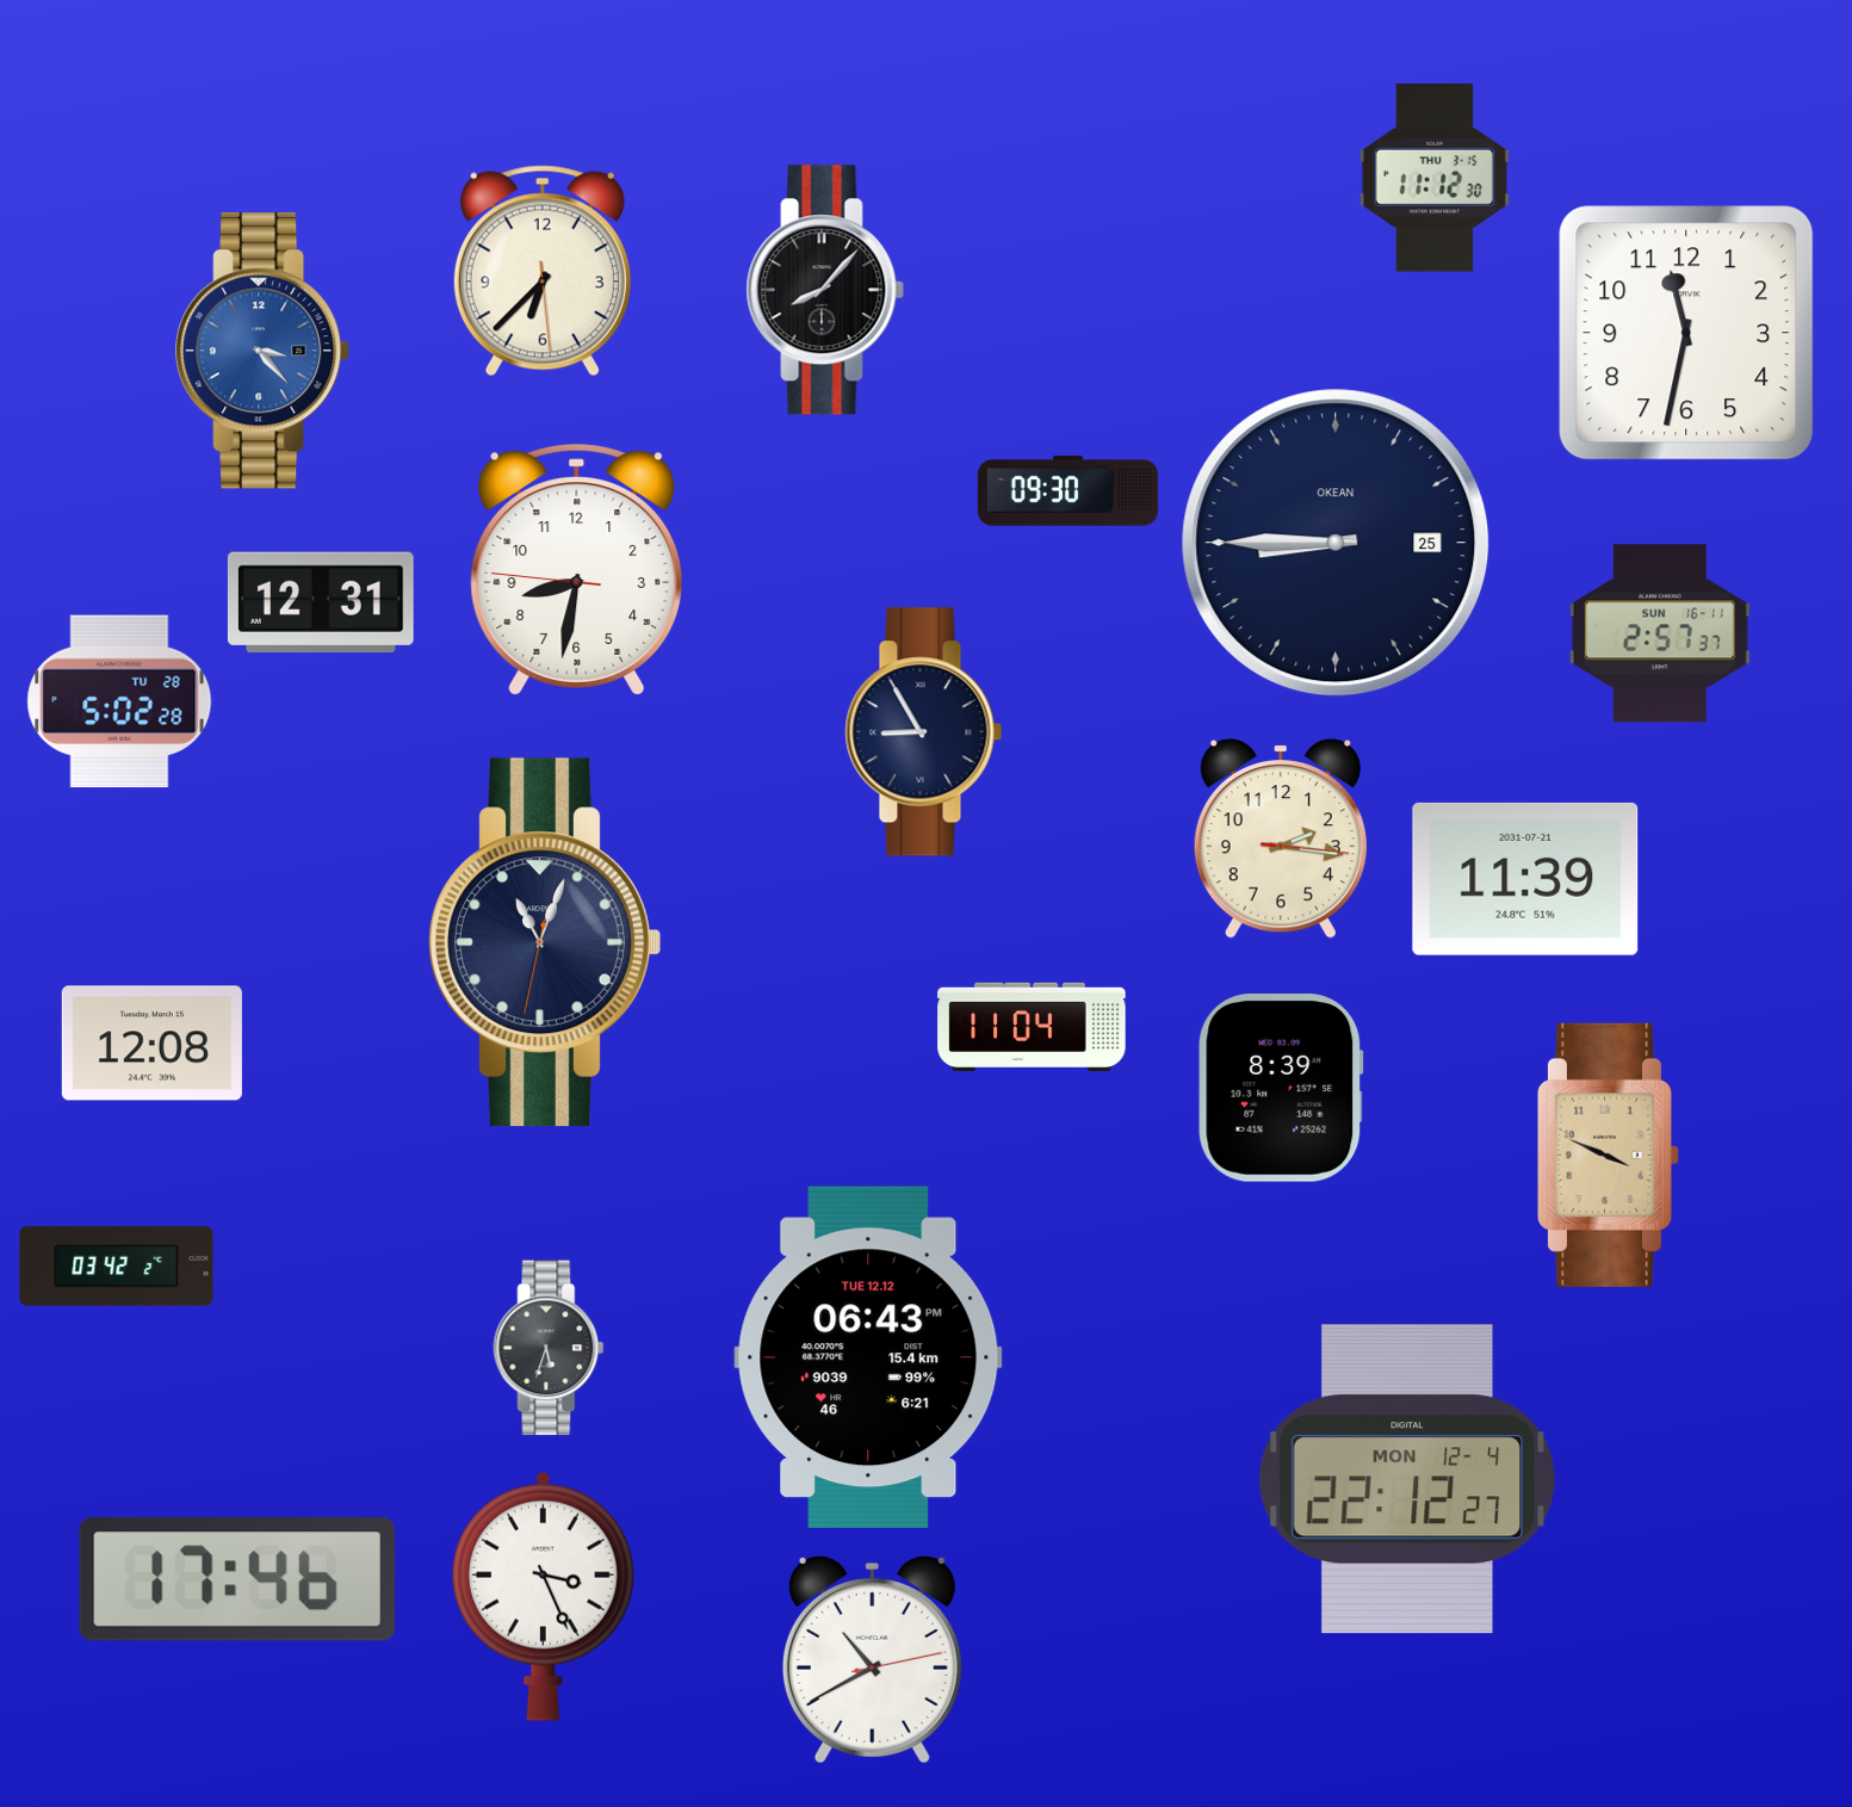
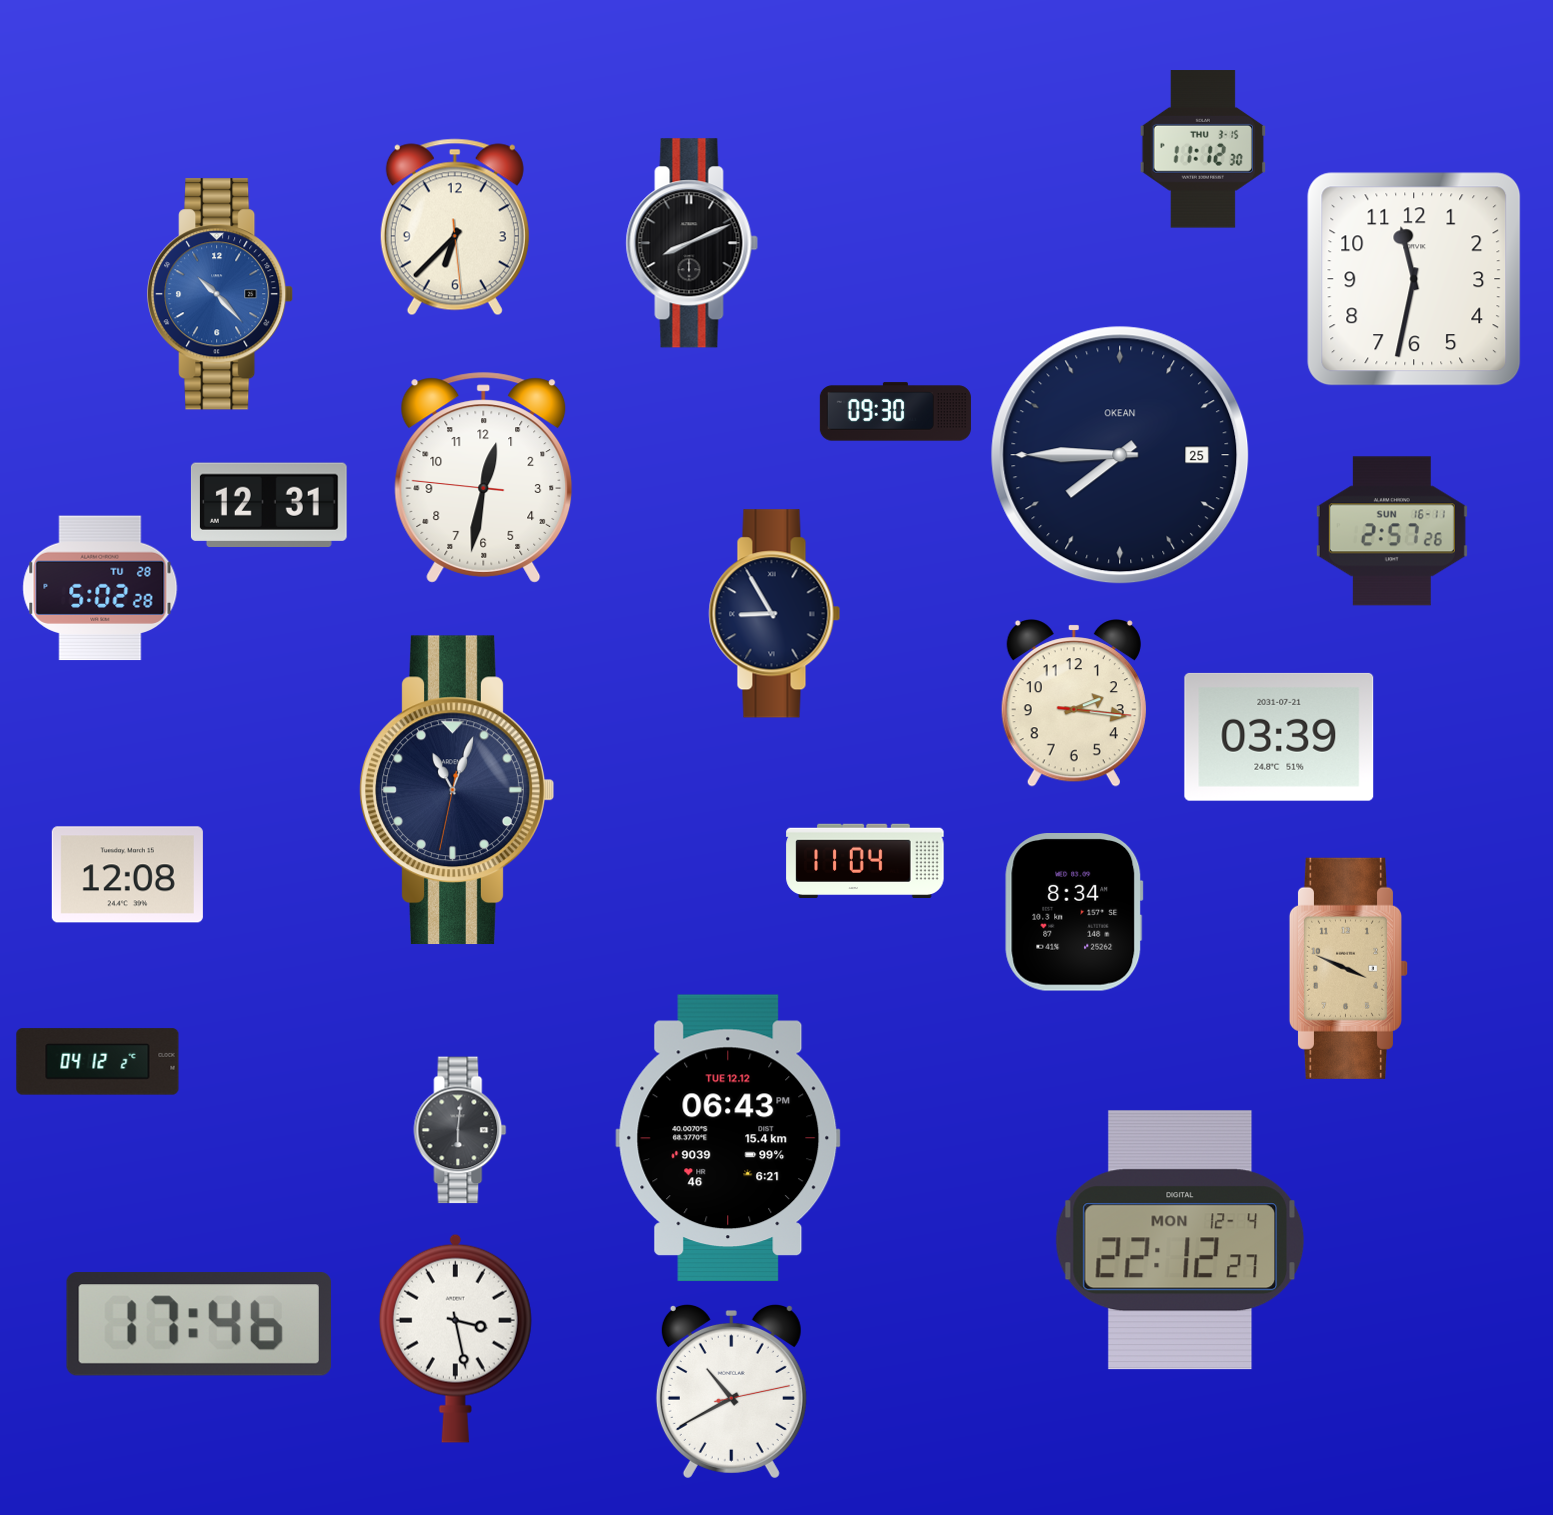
clock at (825, 290): 8:07 -> 8:11
clock at (264, 351): 3:23 -> 10:23
clock at (1336, 543): 8:45 -> 7:45
clock at (577, 570): 8:31 -> 12:31
clock at (1660, 633): 2:57:37 -> 2:57:26
clock at (1525, 879): 11:39 -> 03:39
clock at (1281, 1089): 8:39 -> 8:34
clock at (117, 1267): 03:42 -> 04:12
clock at (549, 1348): 5:33 -> 6:01
clock at (543, 1596): 3:26 -> 3:28
